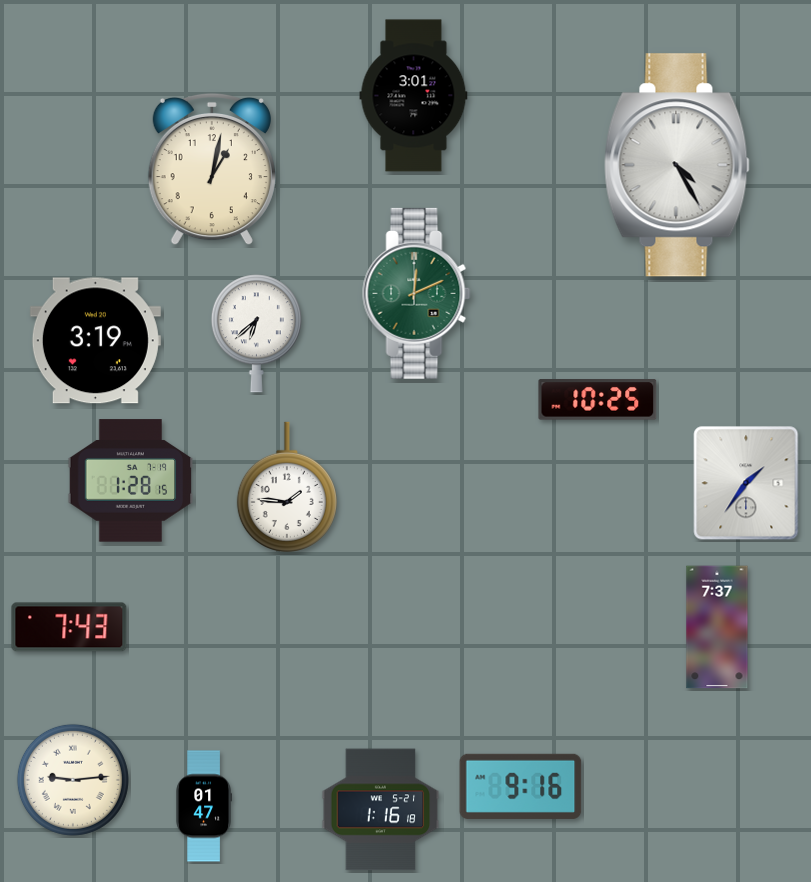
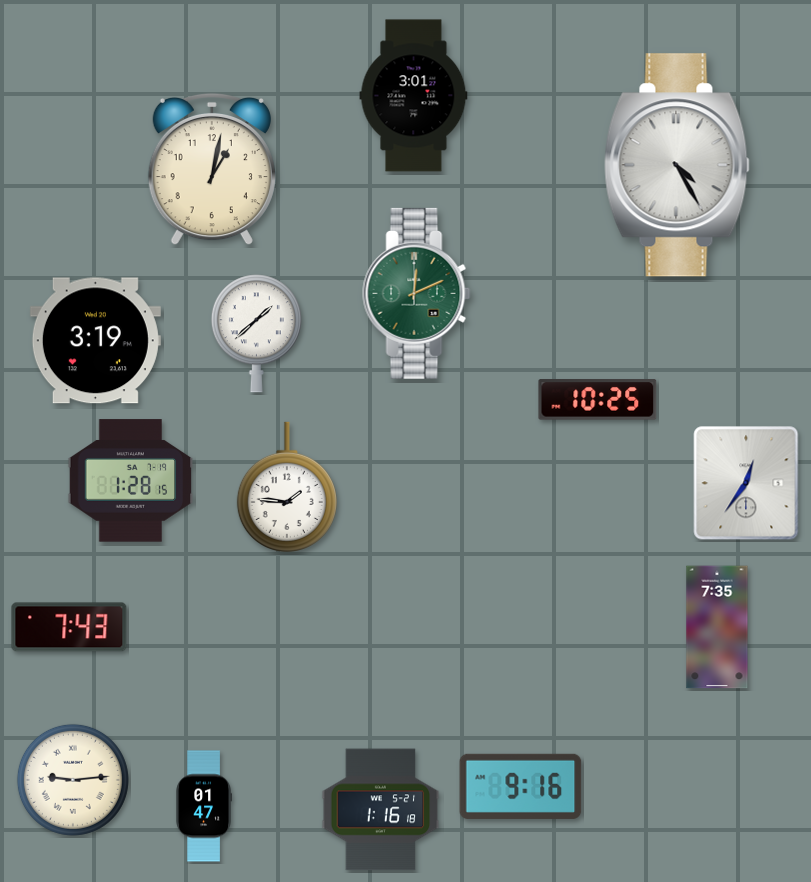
clock at (256, 334): 6:38 -> 1:38
clock at (746, 483): 1:36 -> 12:36
clock at (717, 627): 7:37 -> 7:35
